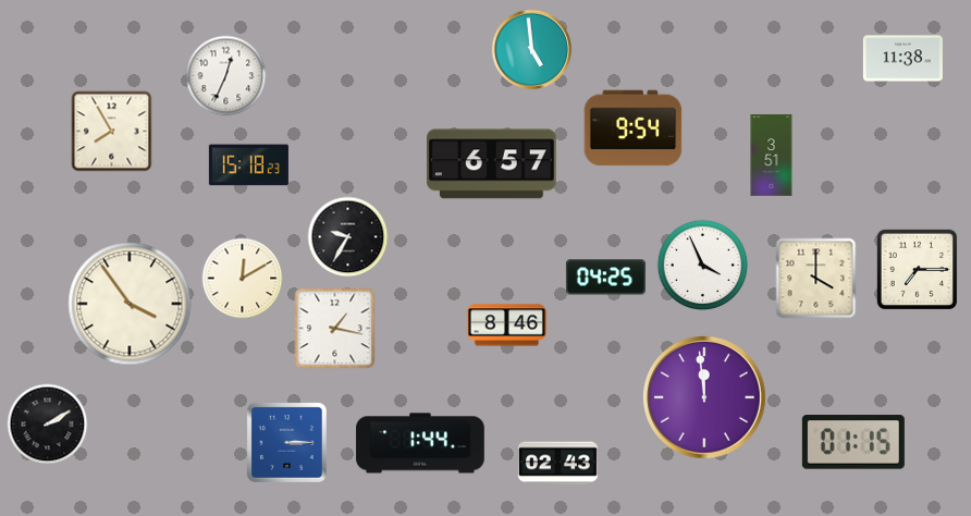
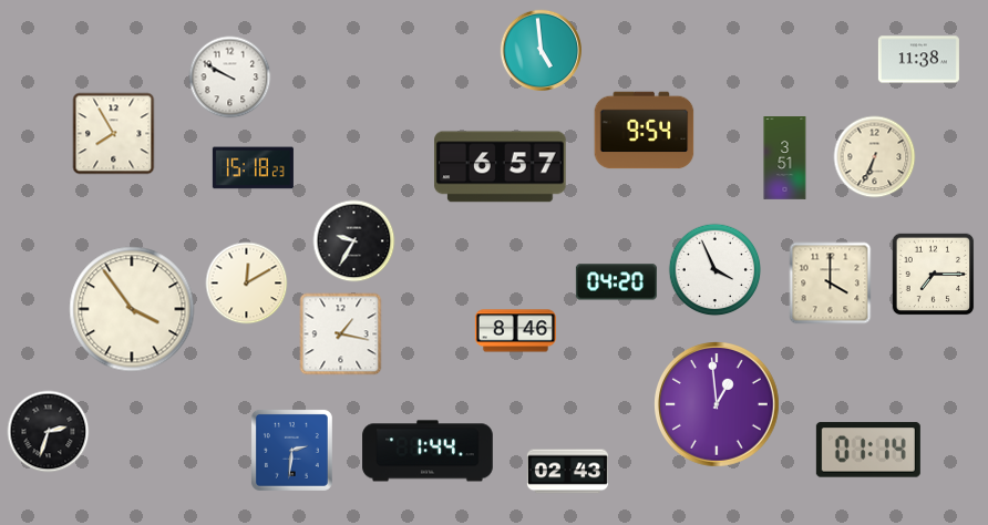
clock at (226, 76): 12:34 -> 9:50
clock at (875, 157): none -> 6:34
clock at (605, 278): 04:25 -> 04:20
clock at (705, 398): 11:59 -> 12:59
clock at (48, 425): 2:10 -> 2:33
clock at (286, 442): 3:15 -> 2:31
clock at (853, 442): 01:15 -> 01:14
